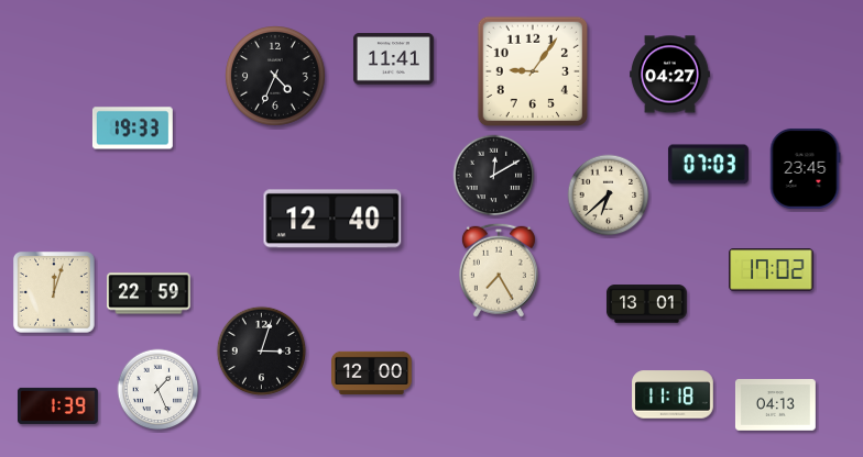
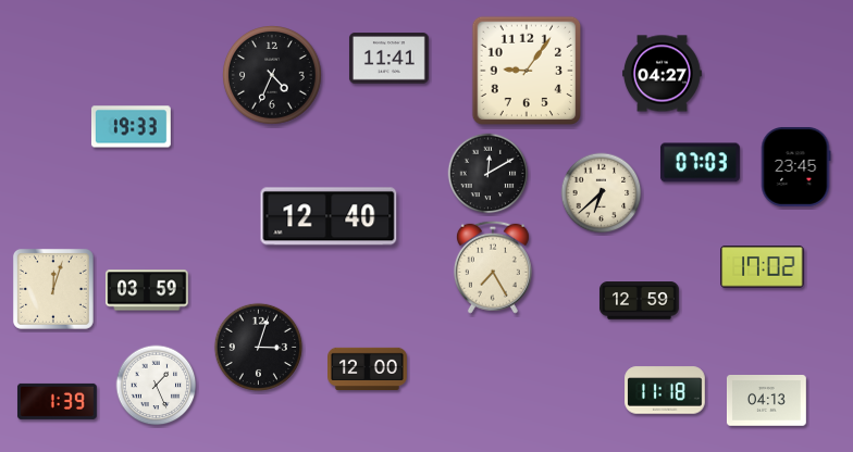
clock at (149, 293): 22:59 -> 03:59
clock at (646, 304): 13:01 -> 12:59
